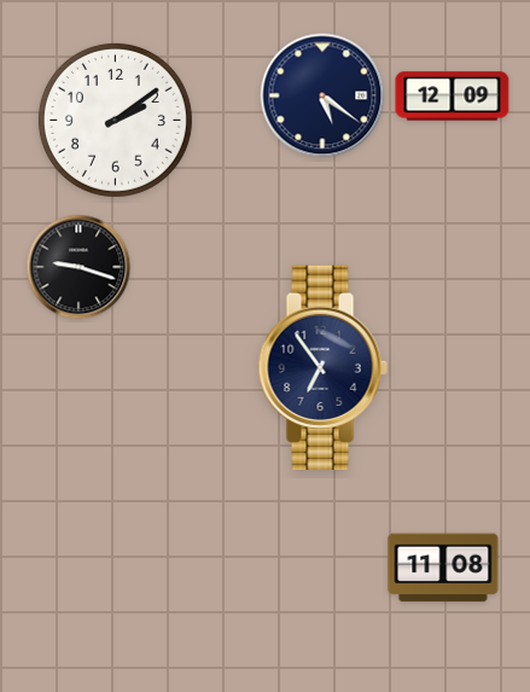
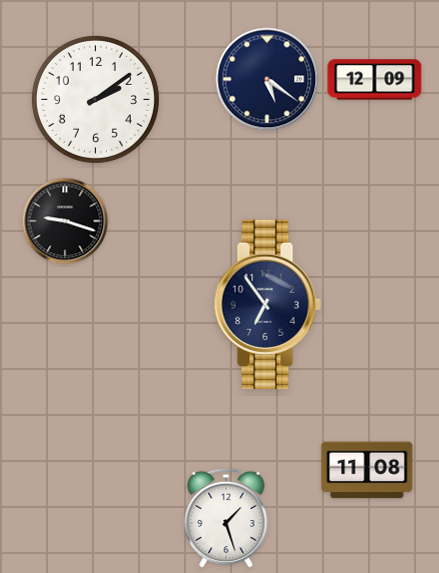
clock at (226, 518): none -> 1:27
